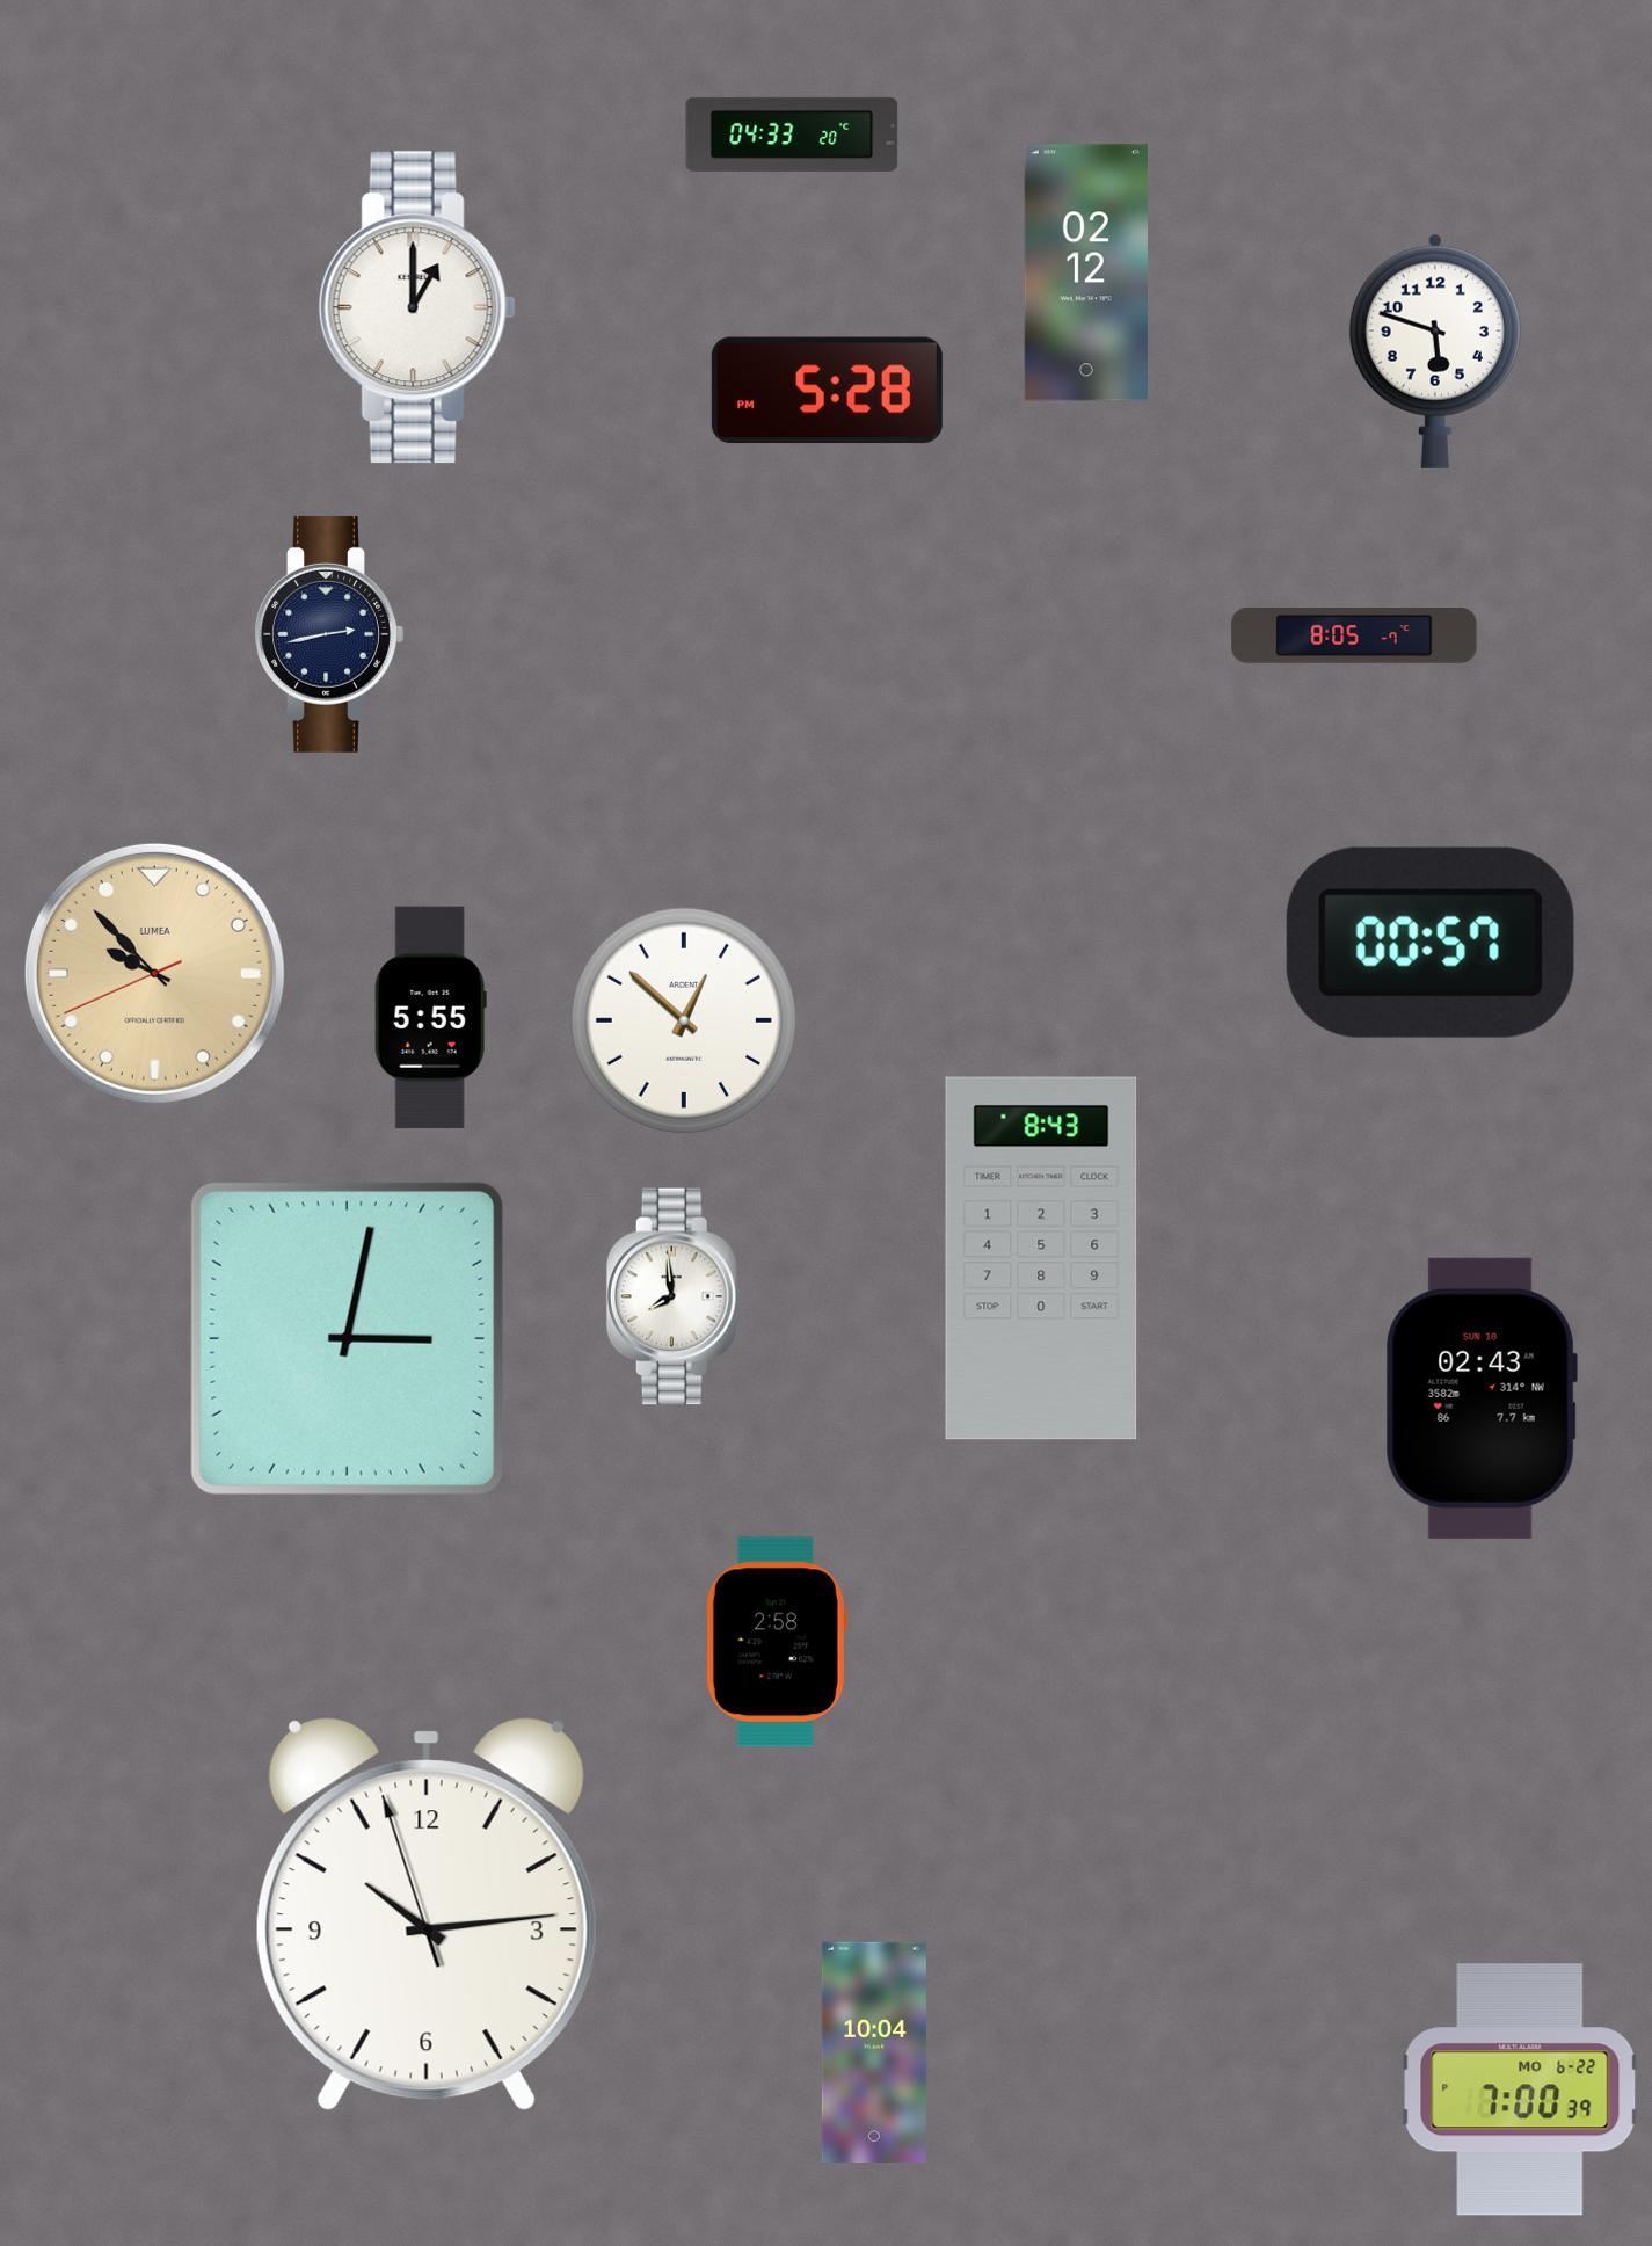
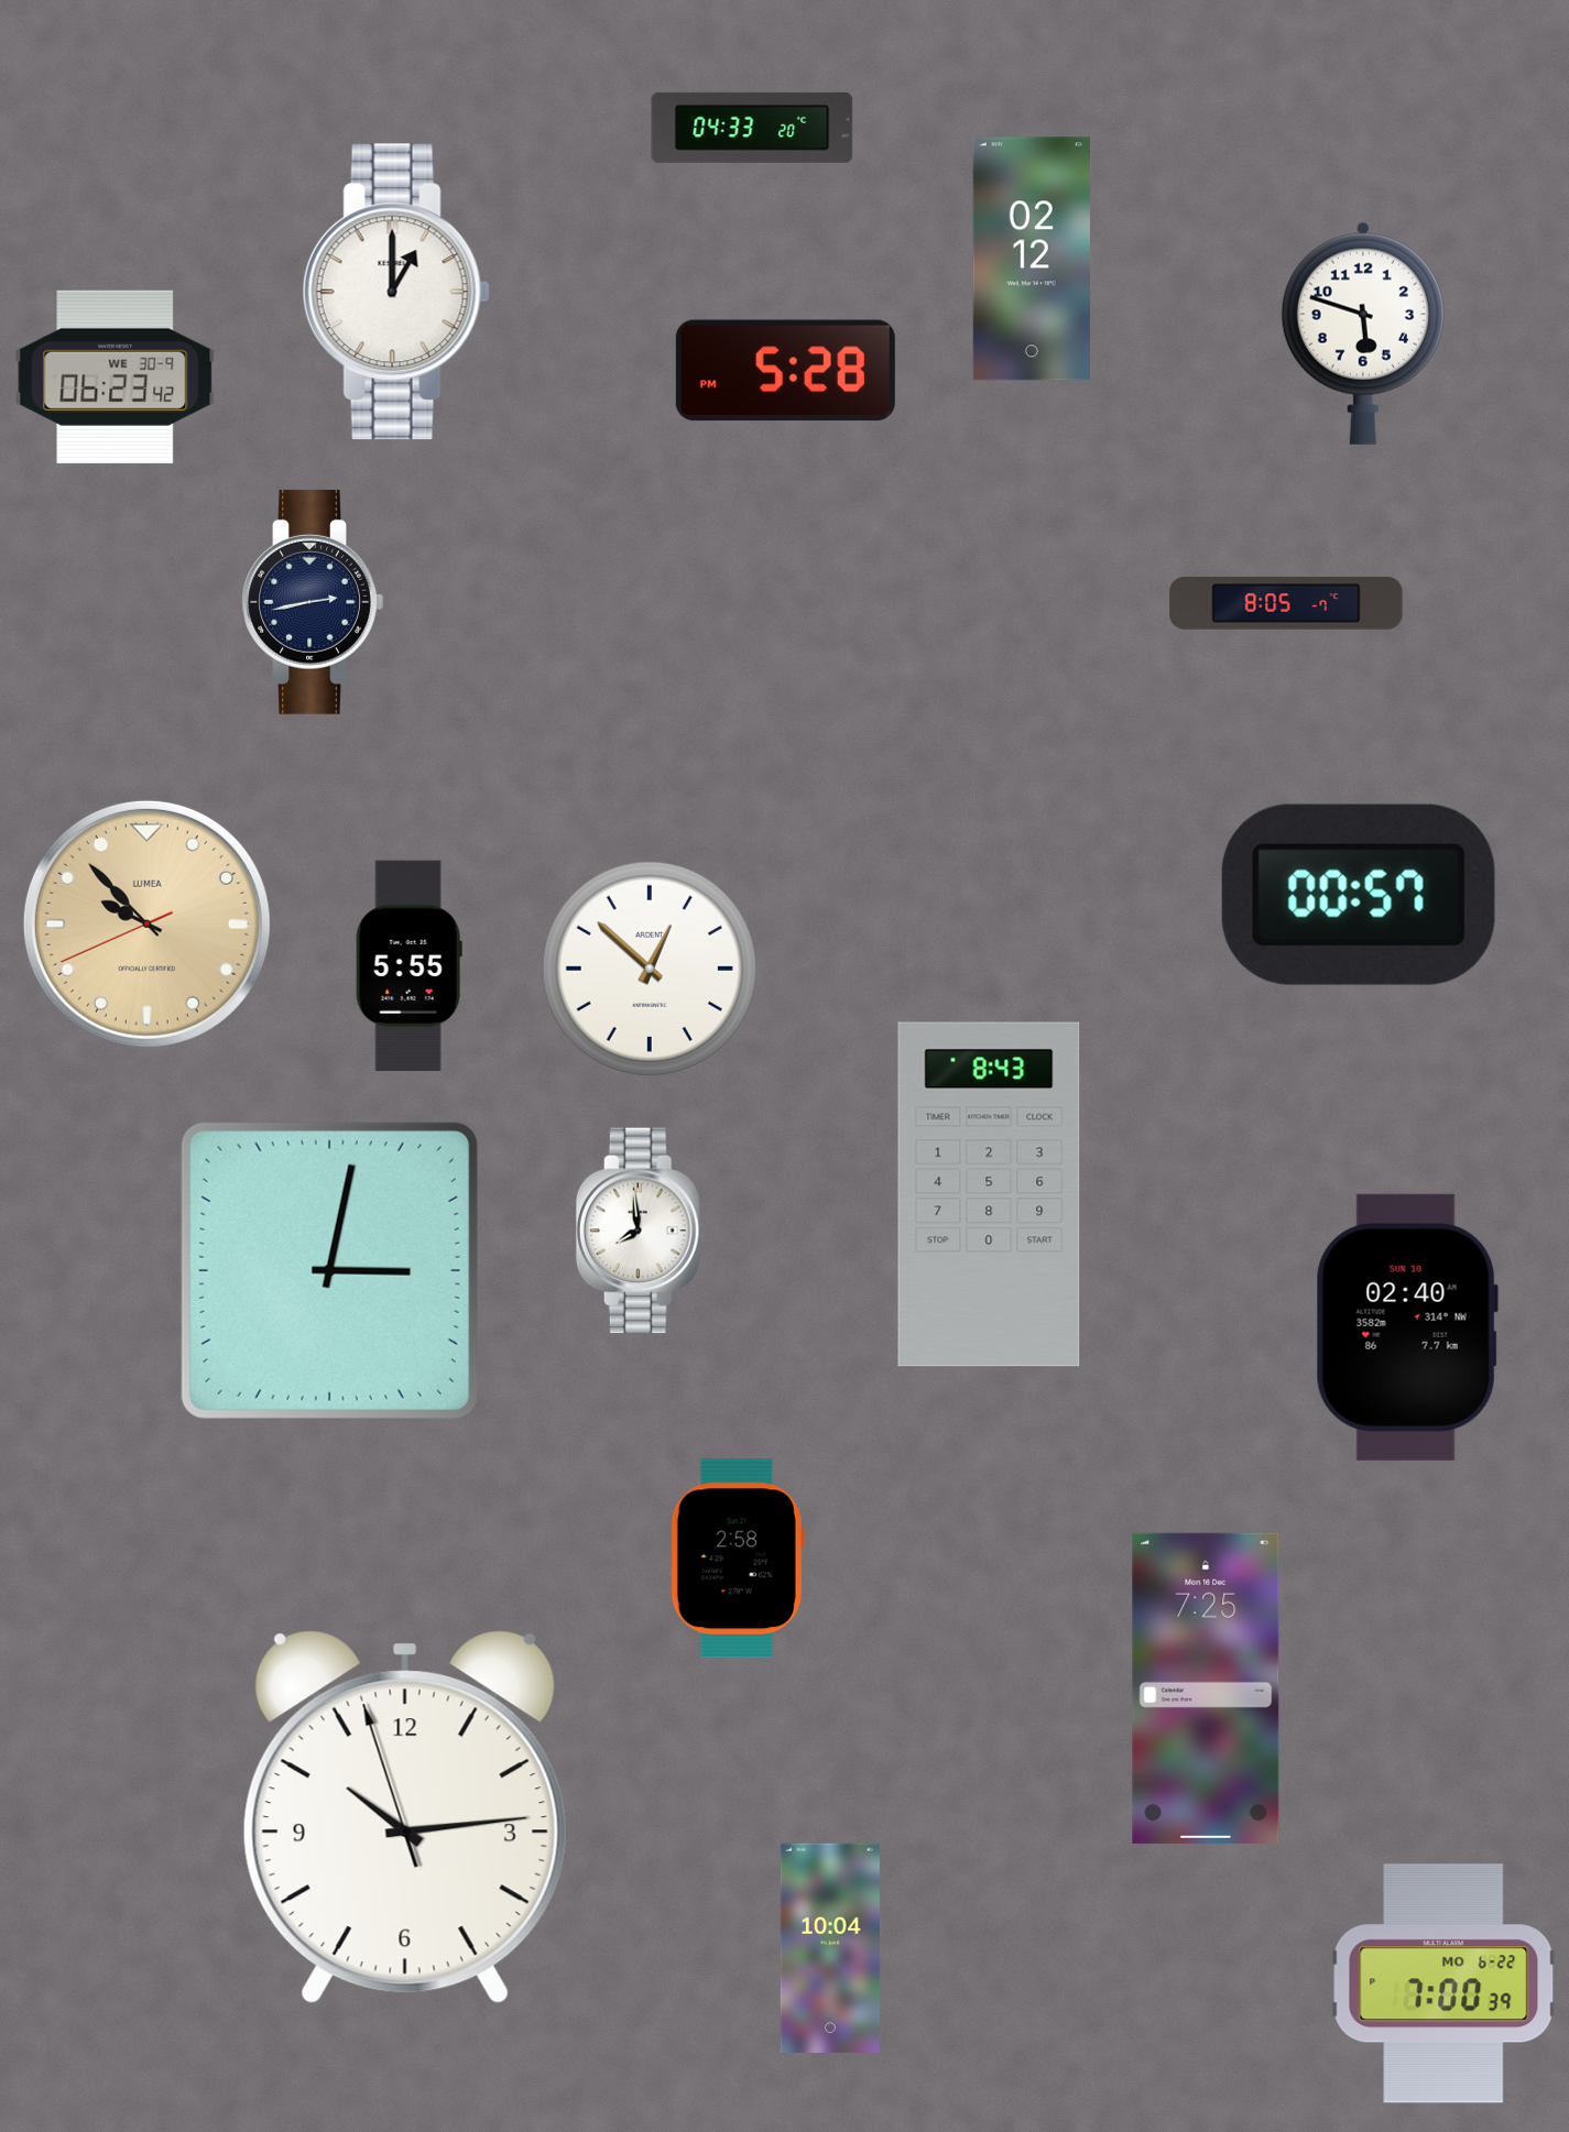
clock at (116, 376): none -> 06:23
clock at (1482, 1398): 02:43 -> 02:40
clock at (1206, 1688): none -> 7:25
